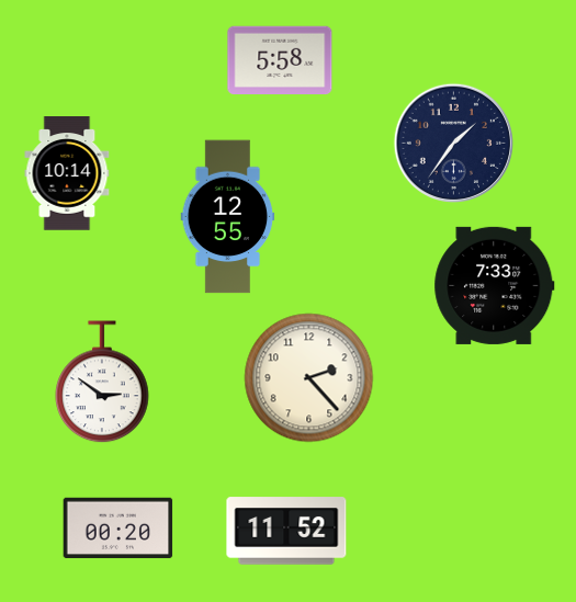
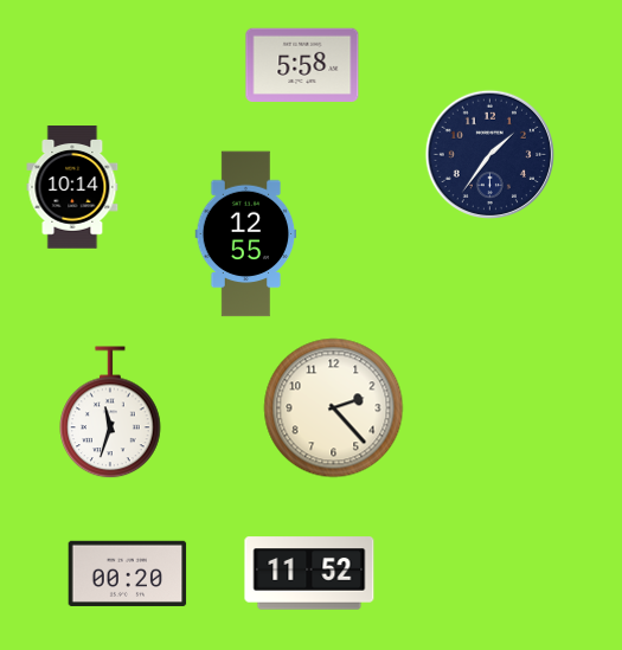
clock at (495, 285): 7:33 -> none
clock at (102, 383): 2:51 -> 11:33
clock at (118, 527) position: (118, 527) -> (128, 573)
